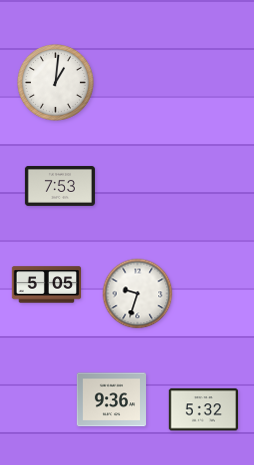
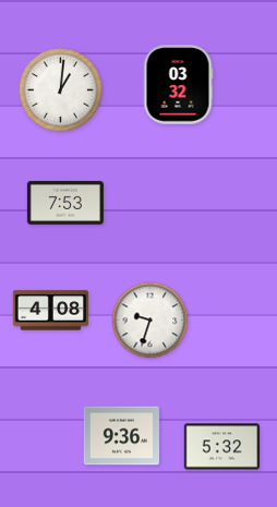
clock at (178, 85): none -> 03:32
clock at (47, 285): 5:05 -> 4:08
